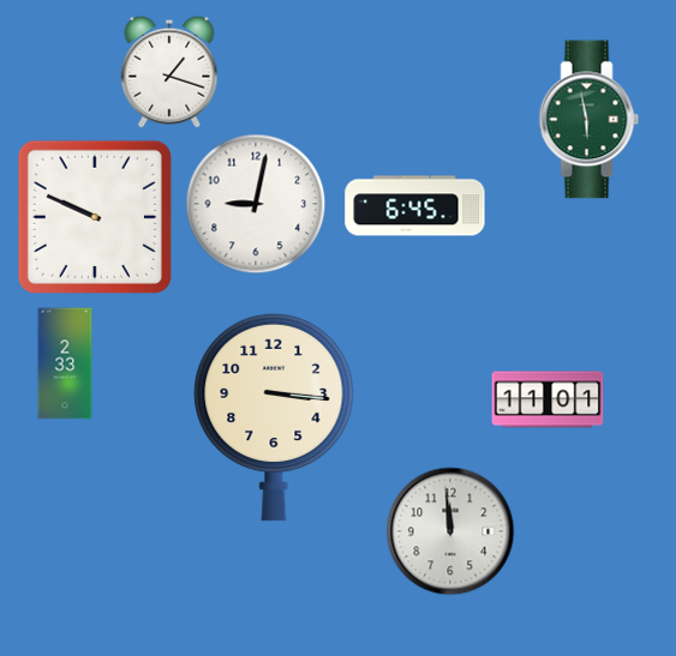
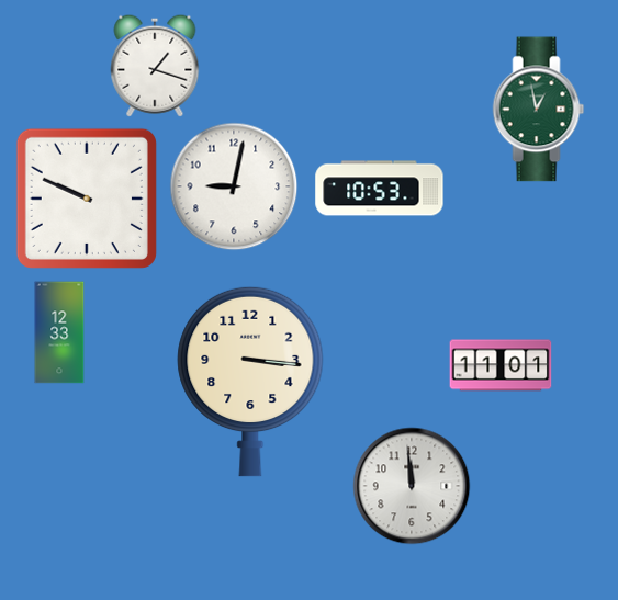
clock at (590, 120): 5:58 -> 12:58
clock at (415, 206): 6:45 -> 10:53
clock at (65, 363): 2:33 -> 12:33
